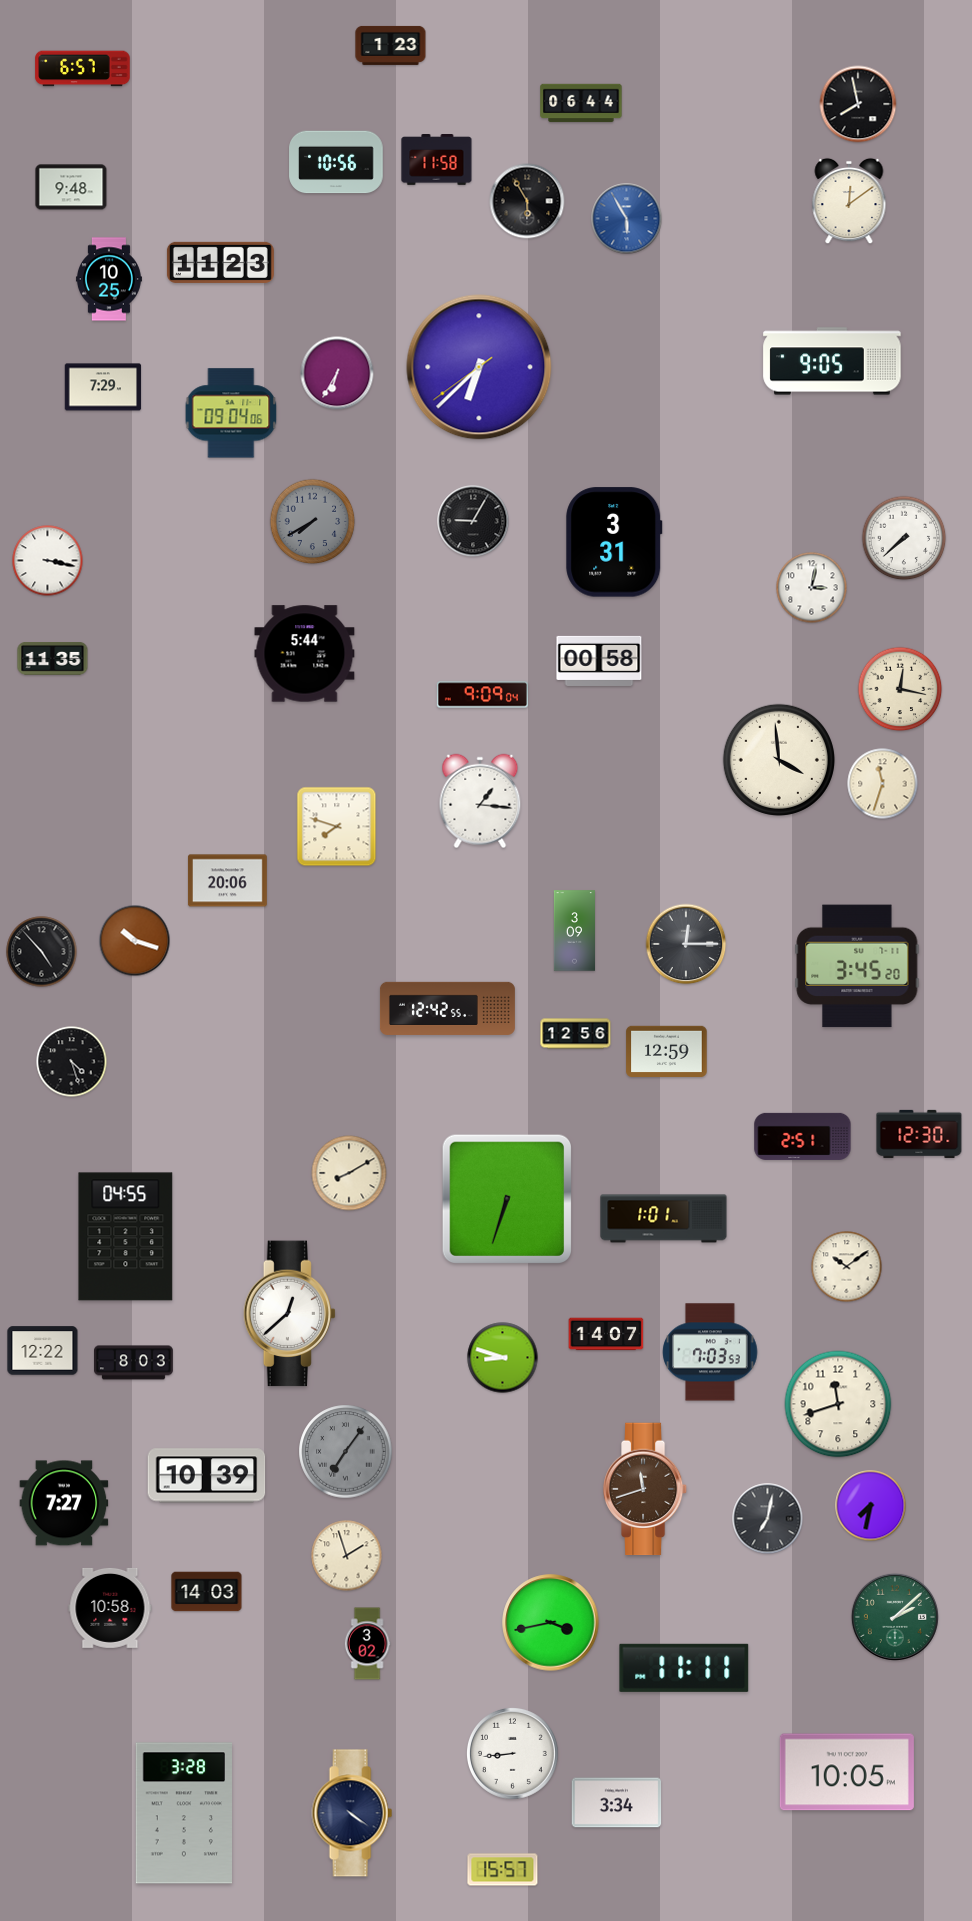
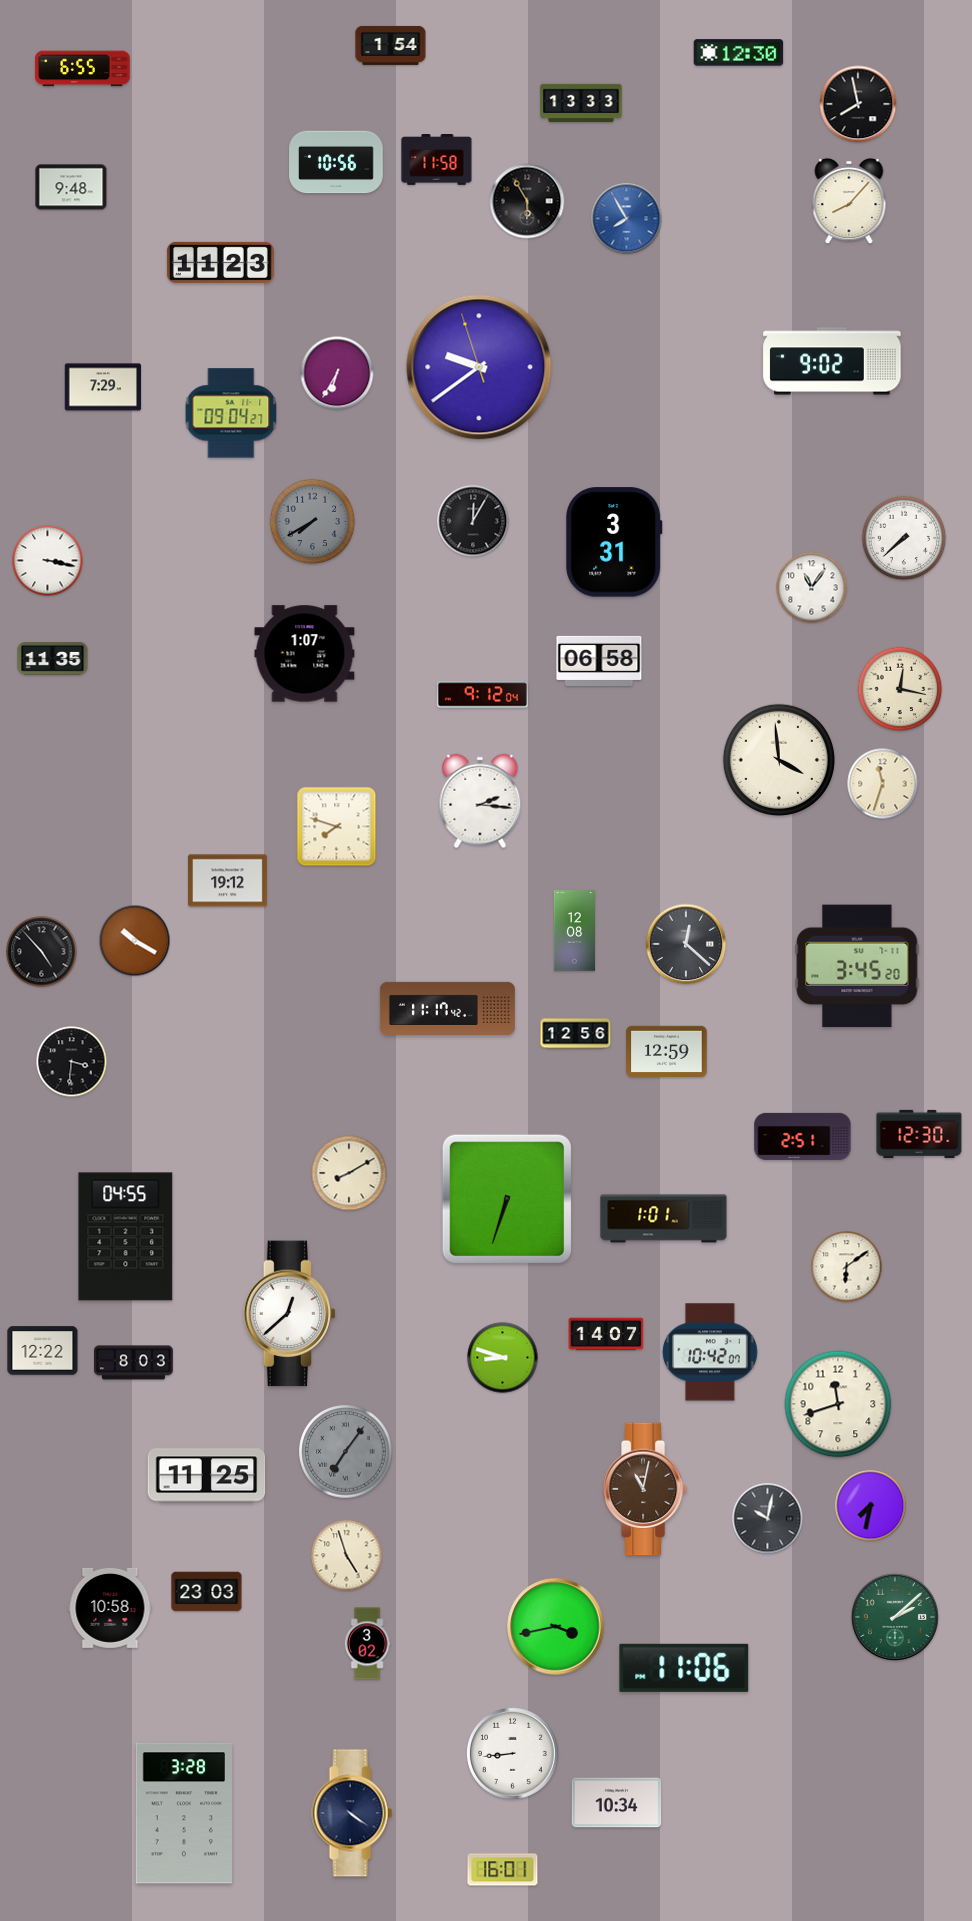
clock at (391, 45): 1:23 -> 1:54
clock at (739, 53): none -> 12:30
clock at (83, 69): 6:57 -> 6:55
clock at (581, 103): 06:44 -> 13:33
clock at (849, 201): 12:09 -> 8:07
clock at (627, 219): 5:55 -> 7:55
clock at (109, 279): 10:25 -> none
clock at (832, 361): 9:05 -> 9:02
clock at (479, 367): 6:37 -> 9:38
clock at (231, 413): 09:04:06 -> 09:04:27
clock at (473, 521): 9:05 -> 12:05
clock at (812, 588): 3:02 -> 11:06
clock at (305, 654): 5:44 -> 1:07
clock at (599, 661): 00:58 -> 06:58
clock at (482, 695): 9:09 -> 9:12
clock at (480, 801): 1:16 -> 2:16
clock at (227, 881): 20:06 -> 19:12
clock at (574, 931): 3:09 -> 12:08
clock at (135, 941): 10:18 -> 10:20
clock at (686, 944): 12:15 -> 12:22
clock at (447, 1008): 12:42 -> 11:17
clock at (72, 1062): 4:27 -> 3:31
clock at (847, 1267): 10:09 -> 6:09
clock at (710, 1352): 7:03 -> 10:42
clock at (207, 1476): 10:39 -> 11:25
clock at (645, 1489): 11:42 -> 11:02
clock at (64, 1503): 7:27 -> none
clock at (768, 1519): 7:02 -> 10:02
clock at (347, 1556): 1:57 -> 4:57
clock at (207, 1592): 14:03 -> 23:03
clock at (551, 1623) position: (551, 1623) -> (556, 1627)
clock at (684, 1668): 11:11 -> 11:06
clock at (847, 1772): 10:05 -> none
clock at (617, 1803): 3:34 -> 10:34
clock at (503, 1870): 15:57 -> 16:01
